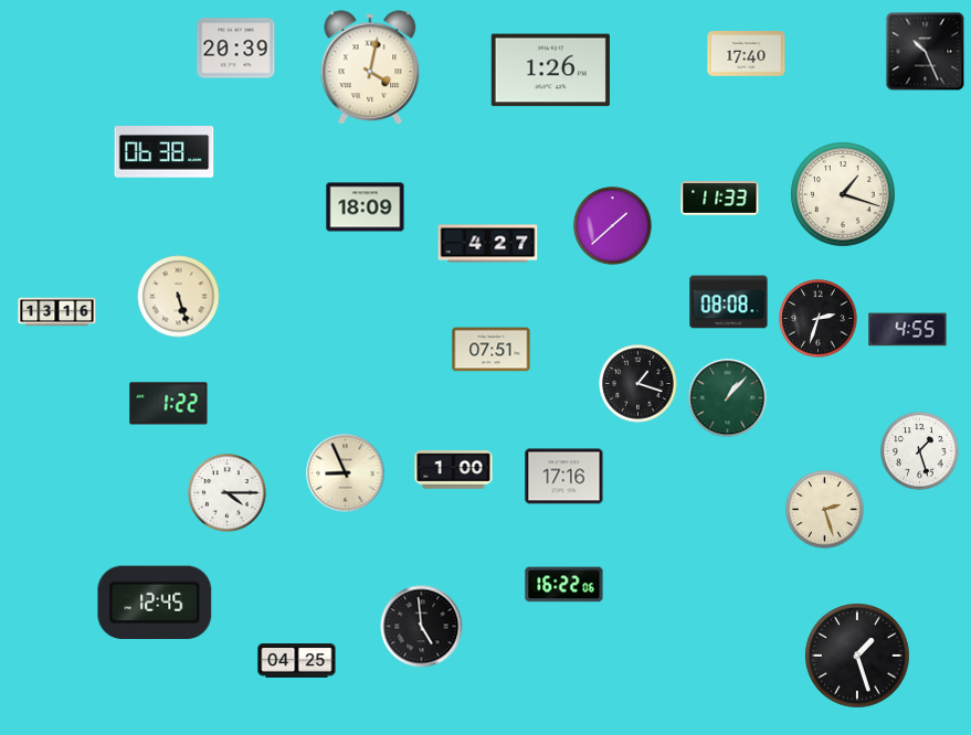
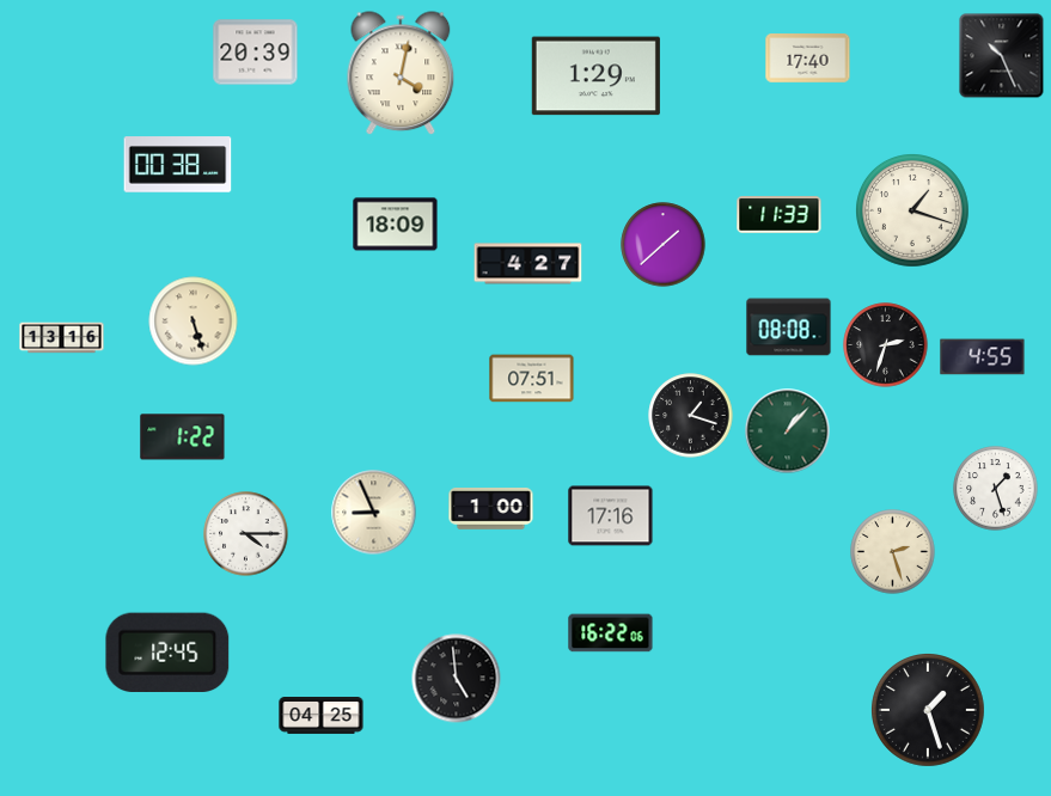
clock at (550, 71): 1:26 -> 1:29
clock at (165, 152): 06:38 -> 00:38
